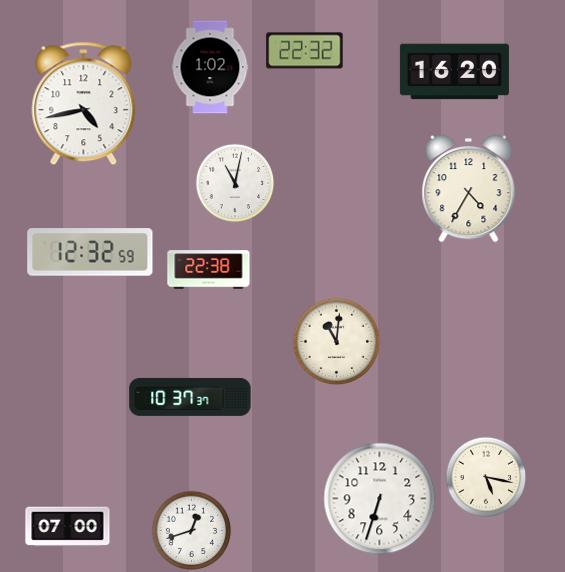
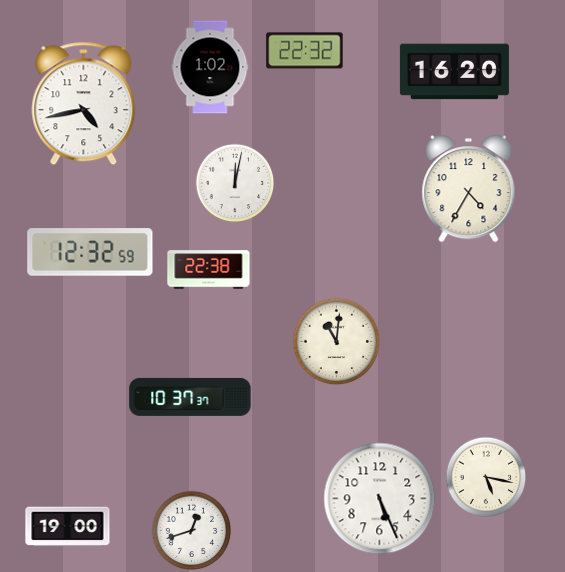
clock at (235, 183): 11:02 -> 12:02
clock at (380, 499): 6:33 -> 5:26
clock at (68, 527): 07:00 -> 19:00
